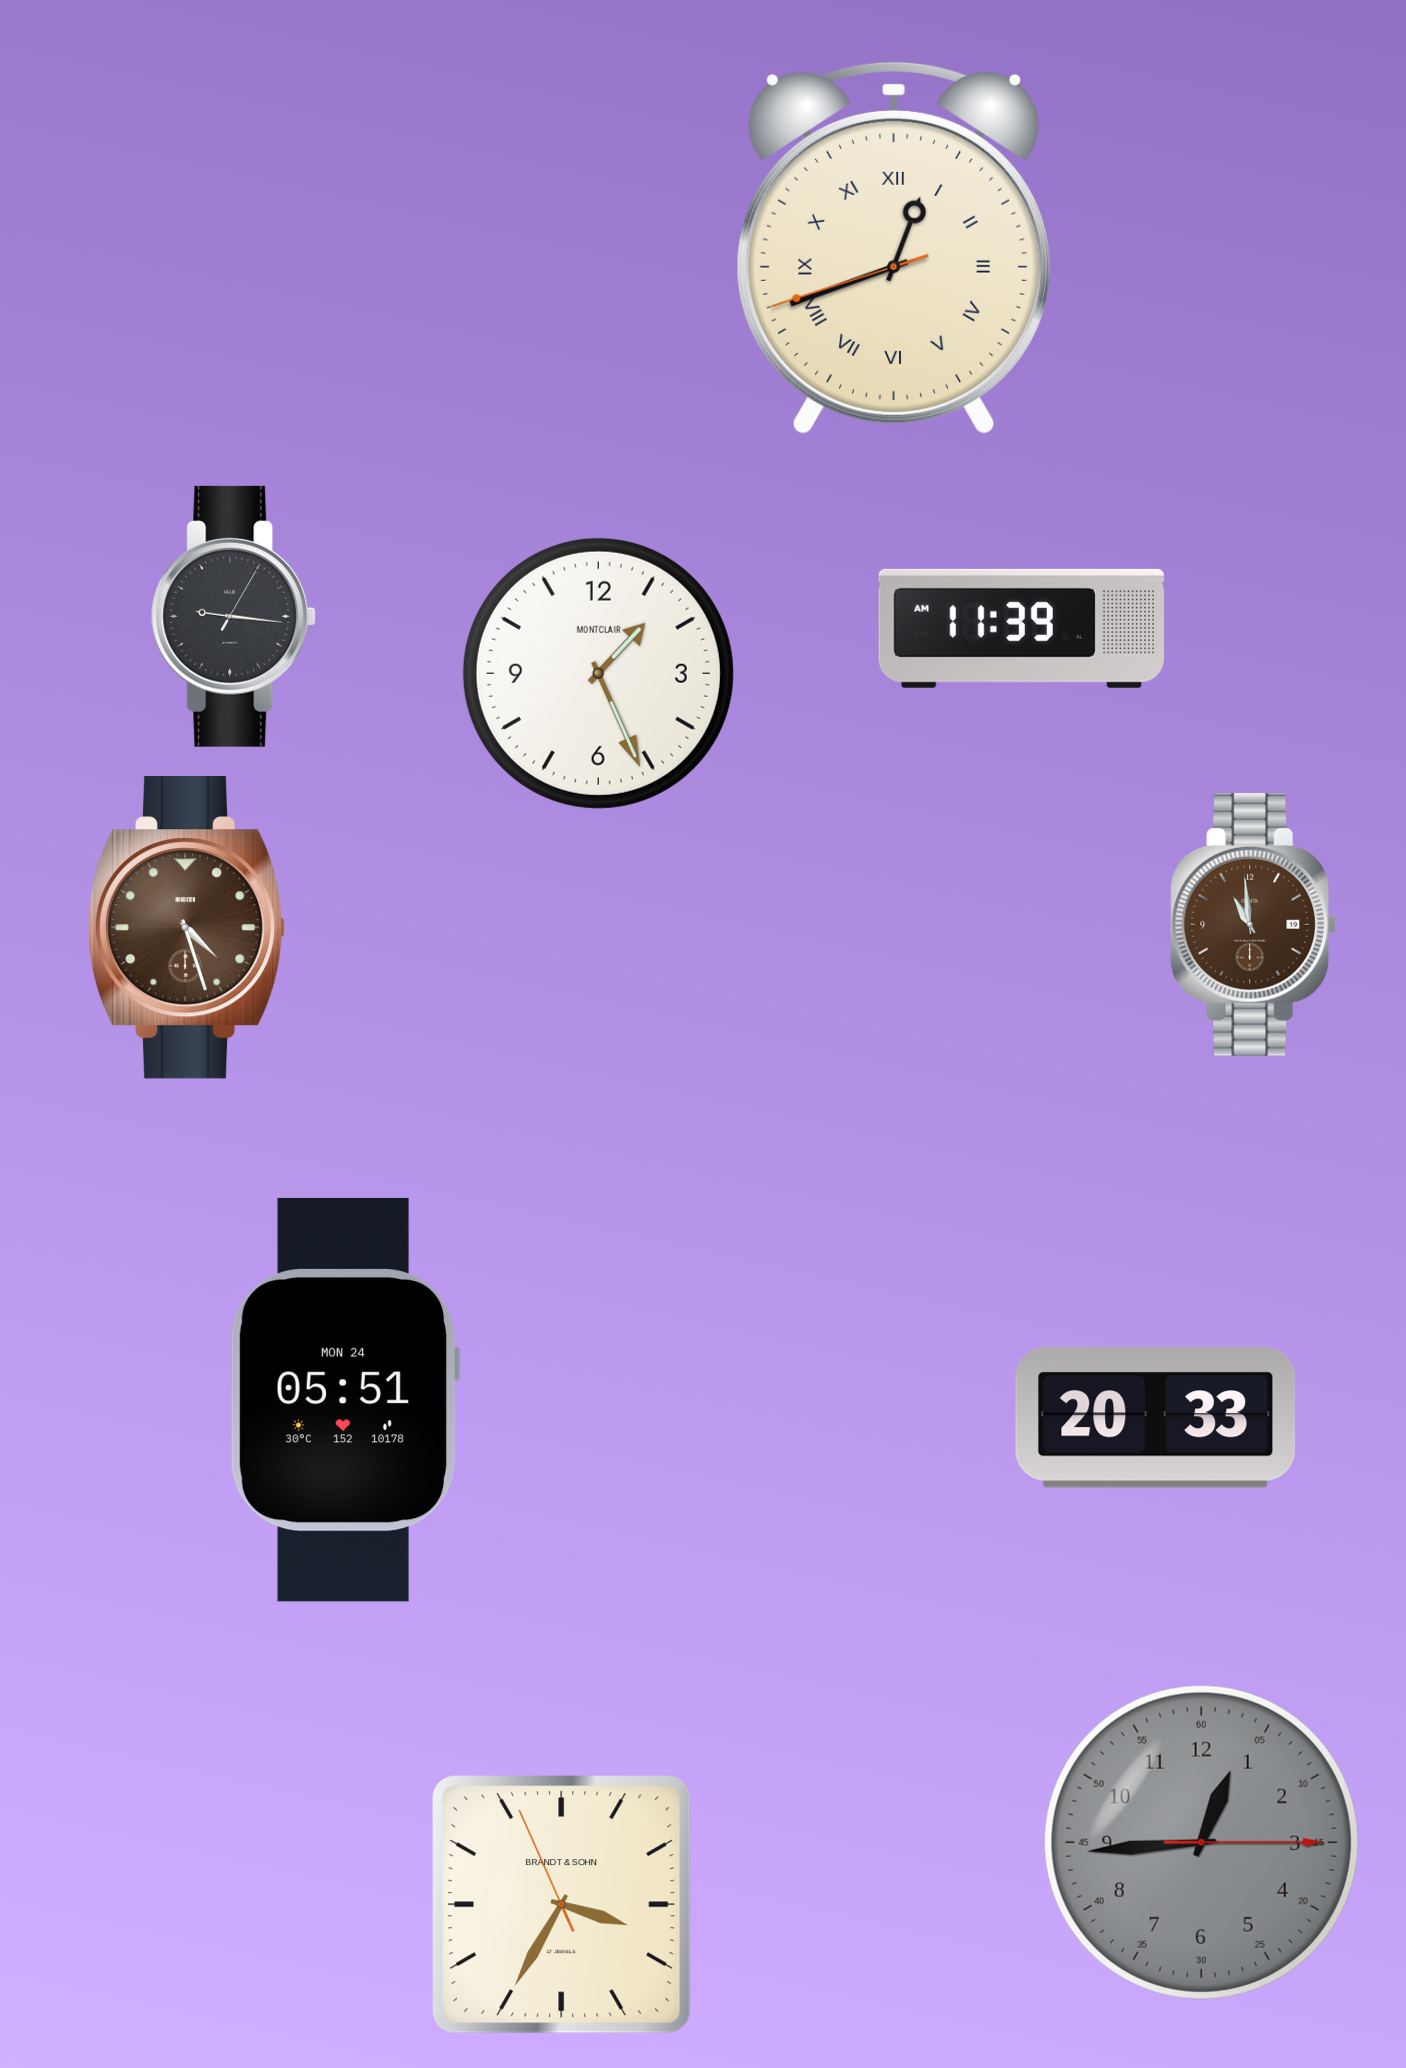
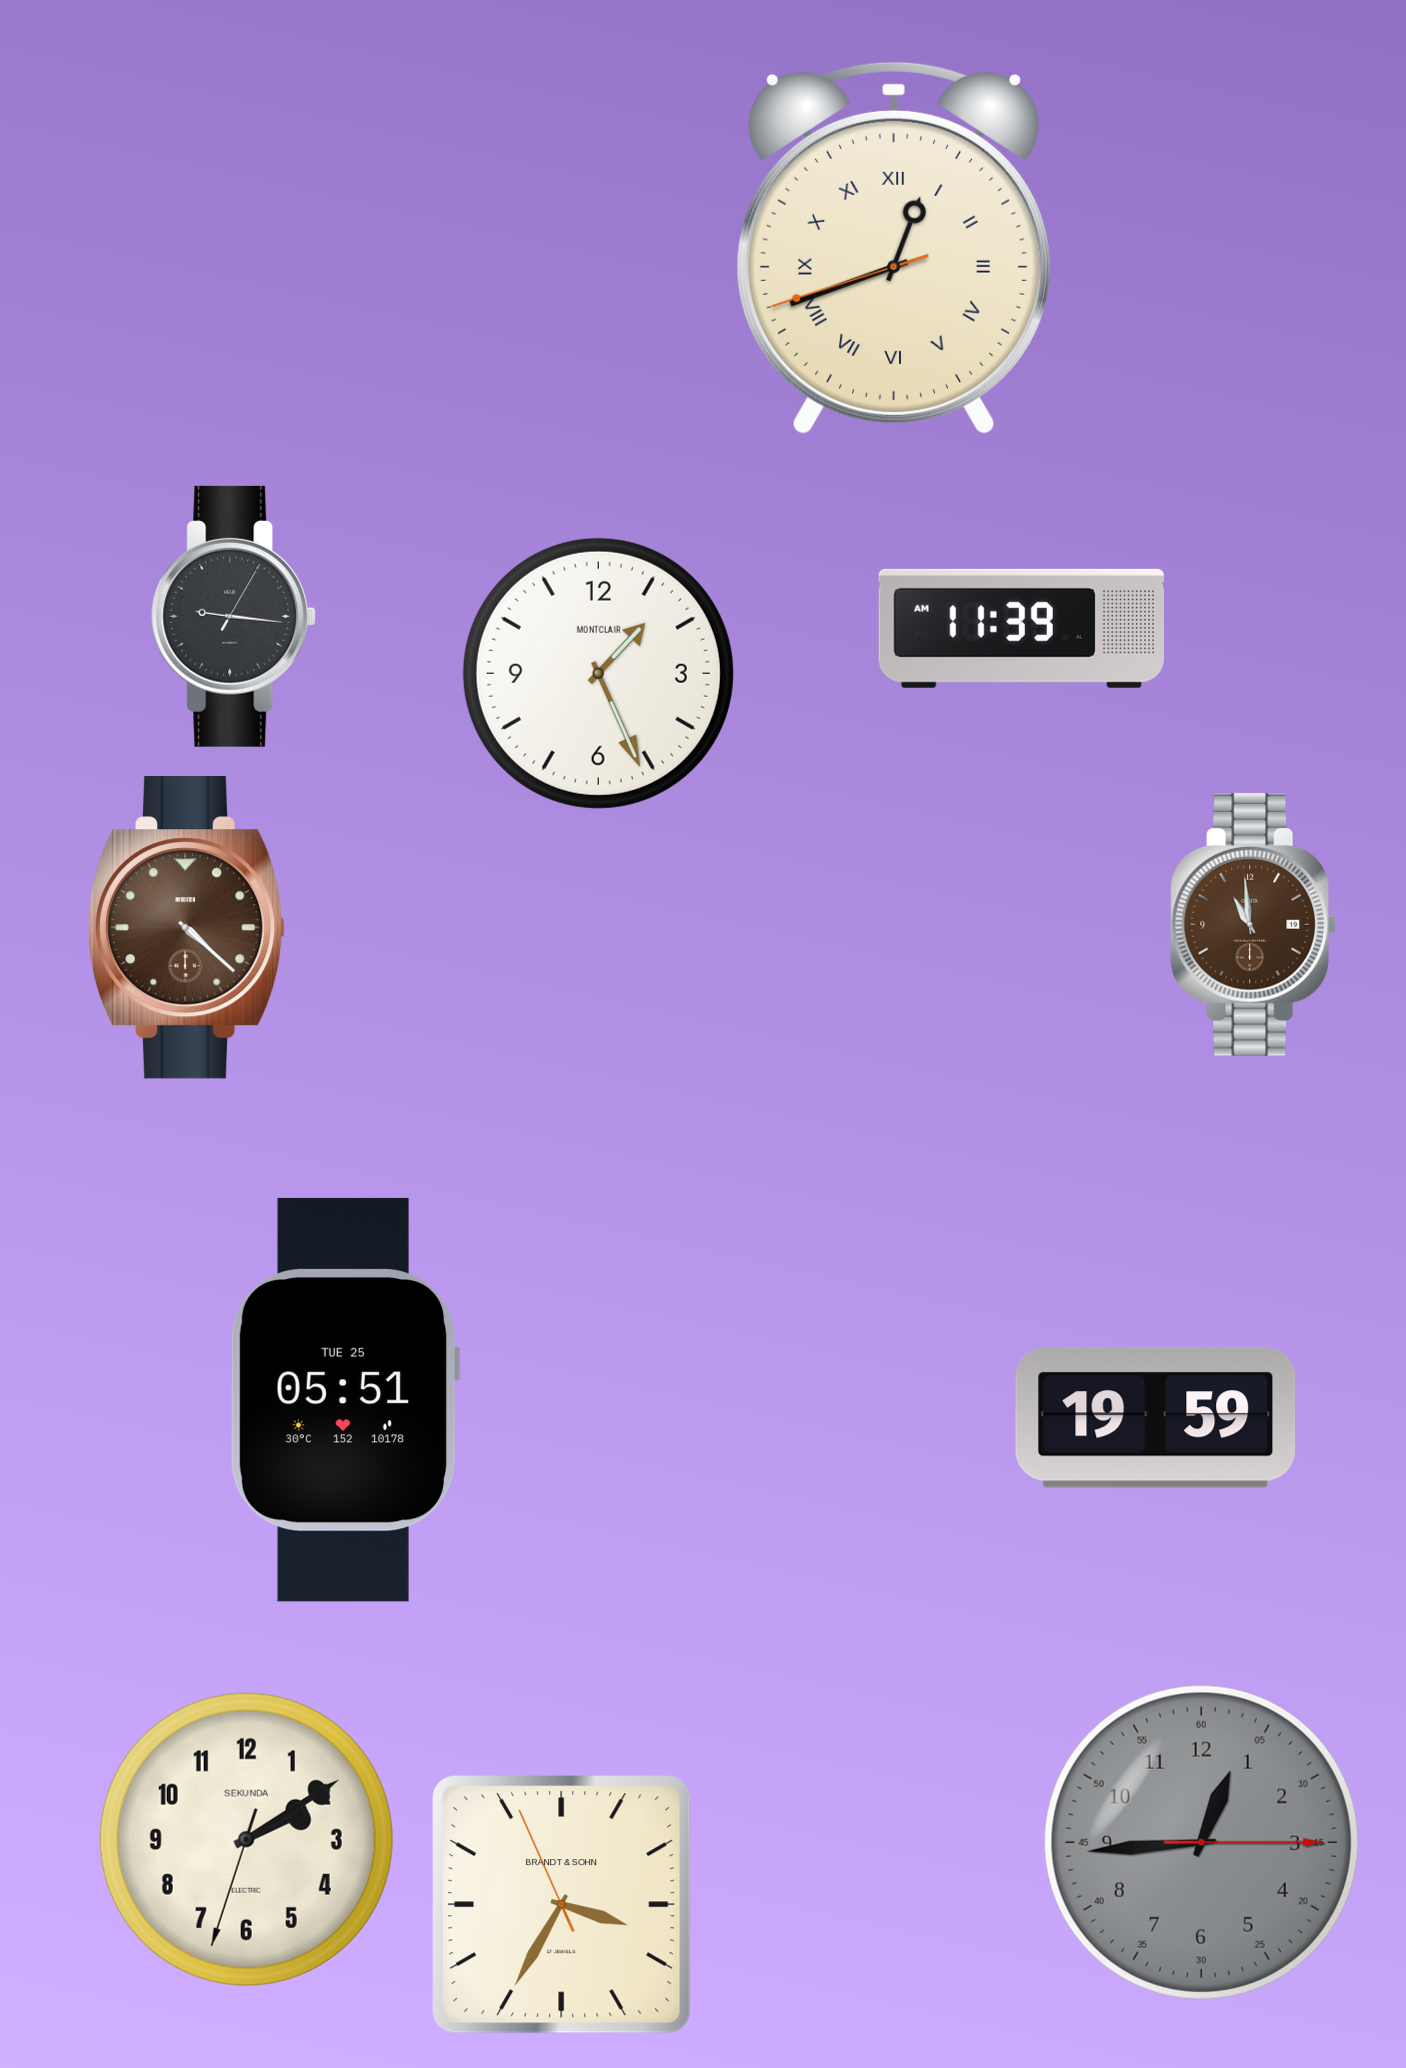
clock at (187, 928): 4:27 -> 4:22
clock at (345, 1400) date: MON 24 -> TUE 25
clock at (1156, 1417): 20:33 -> 19:59
clock at (246, 1839): none -> 2:09
